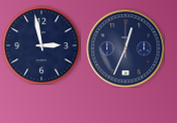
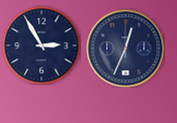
clock at (41, 45): 2:58 -> 2:55
